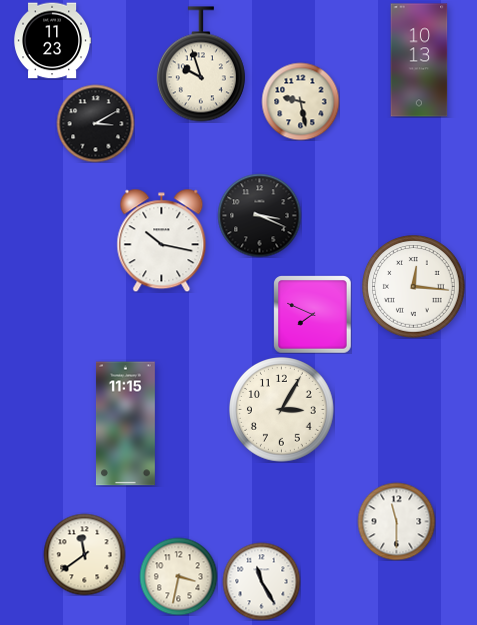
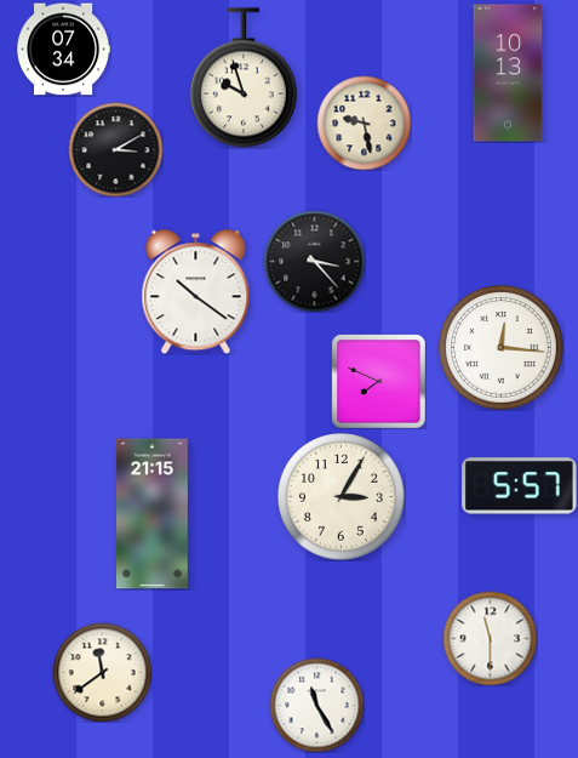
clock at (52, 41): 11:23 -> 07:34
clock at (259, 215): 3:19 -> 3:23
clock at (162, 240): 10:17 -> 10:21
clock at (520, 486): none -> 5:57
clock at (125, 424): 11:15 -> 21:15
clock at (396, 521) position: (396, 521) -> (490, 638)
clock at (178, 576): 3:32 -> none
